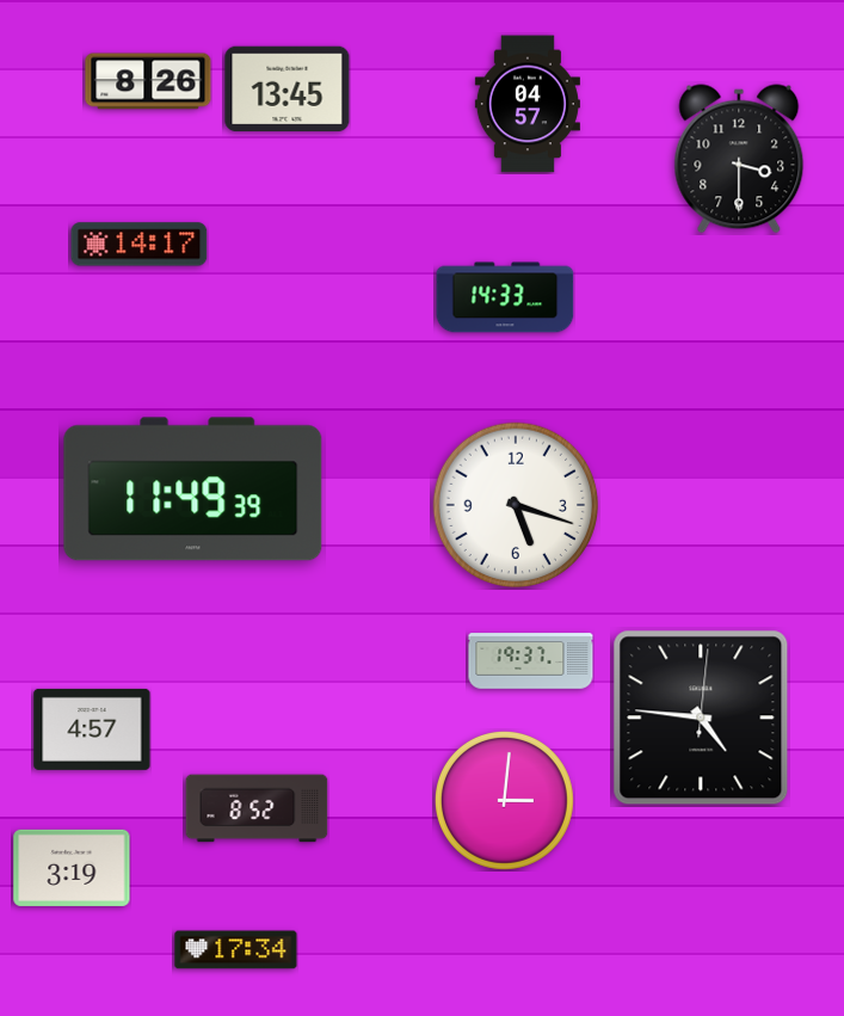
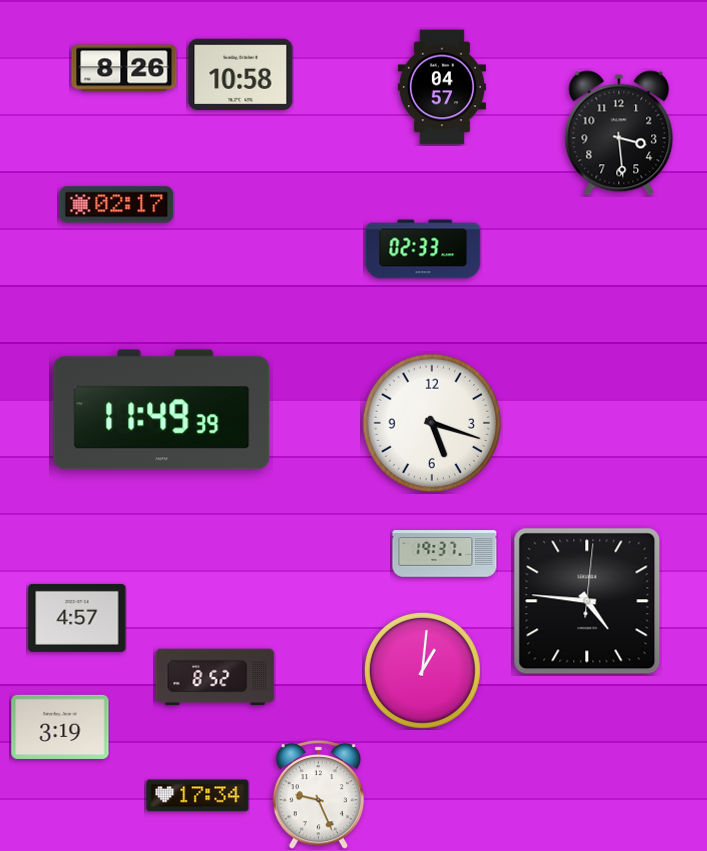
clock at (288, 90): 13:45 -> 10:58
clock at (739, 159): 3:30 -> 3:29
clock at (140, 245): 14:17 -> 02:17
clock at (505, 297): 14:33 -> 02:33
clock at (92, 729) position: (92, 729) -> (77, 618)
clock at (504, 800): 3:01 -> 1:01
clock at (319, 795): none -> 9:26
